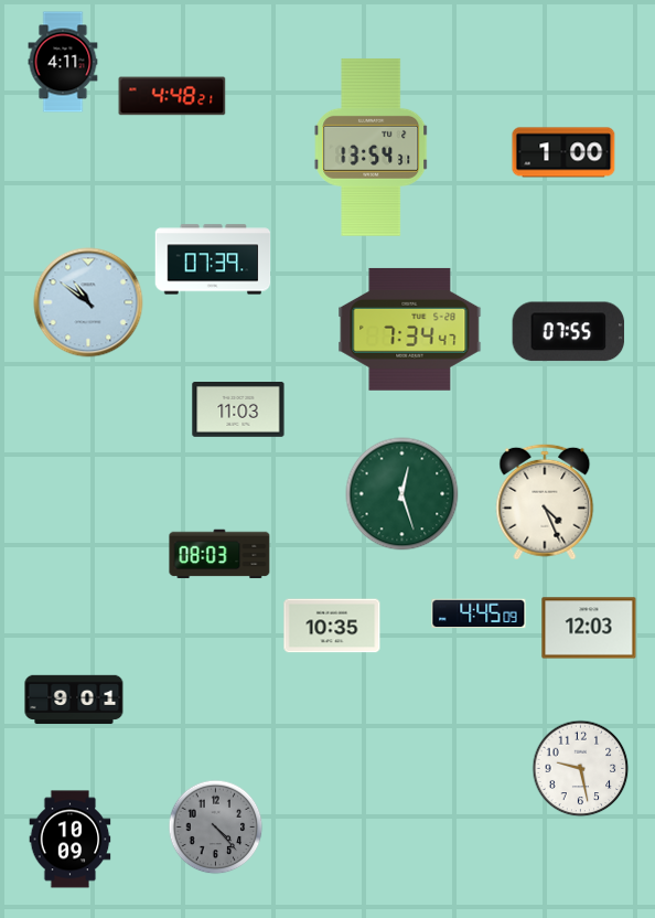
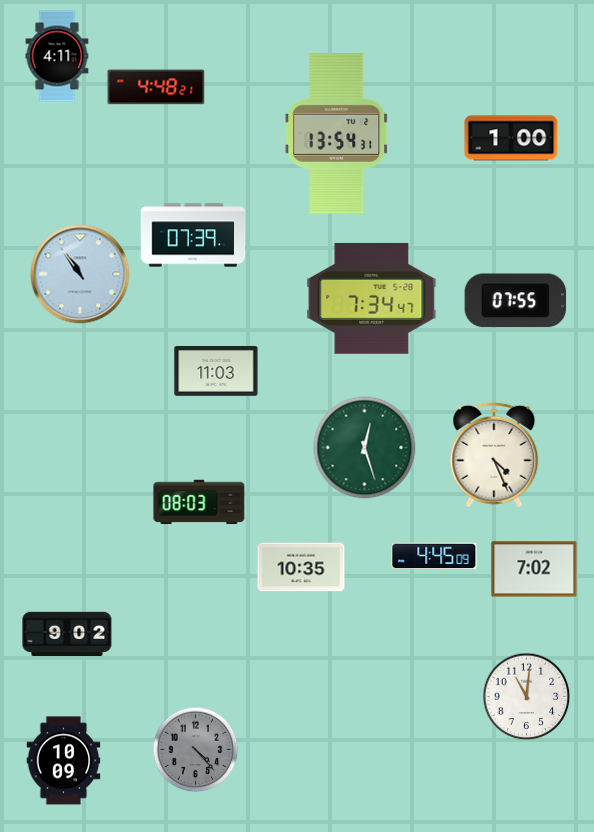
clock at (88, 302): 10:51 -> 10:54
clock at (589, 628): 12:03 -> 7:02
clock at (74, 700): 9:01 -> 9:02
clock at (580, 768): 9:28 -> 11:01
